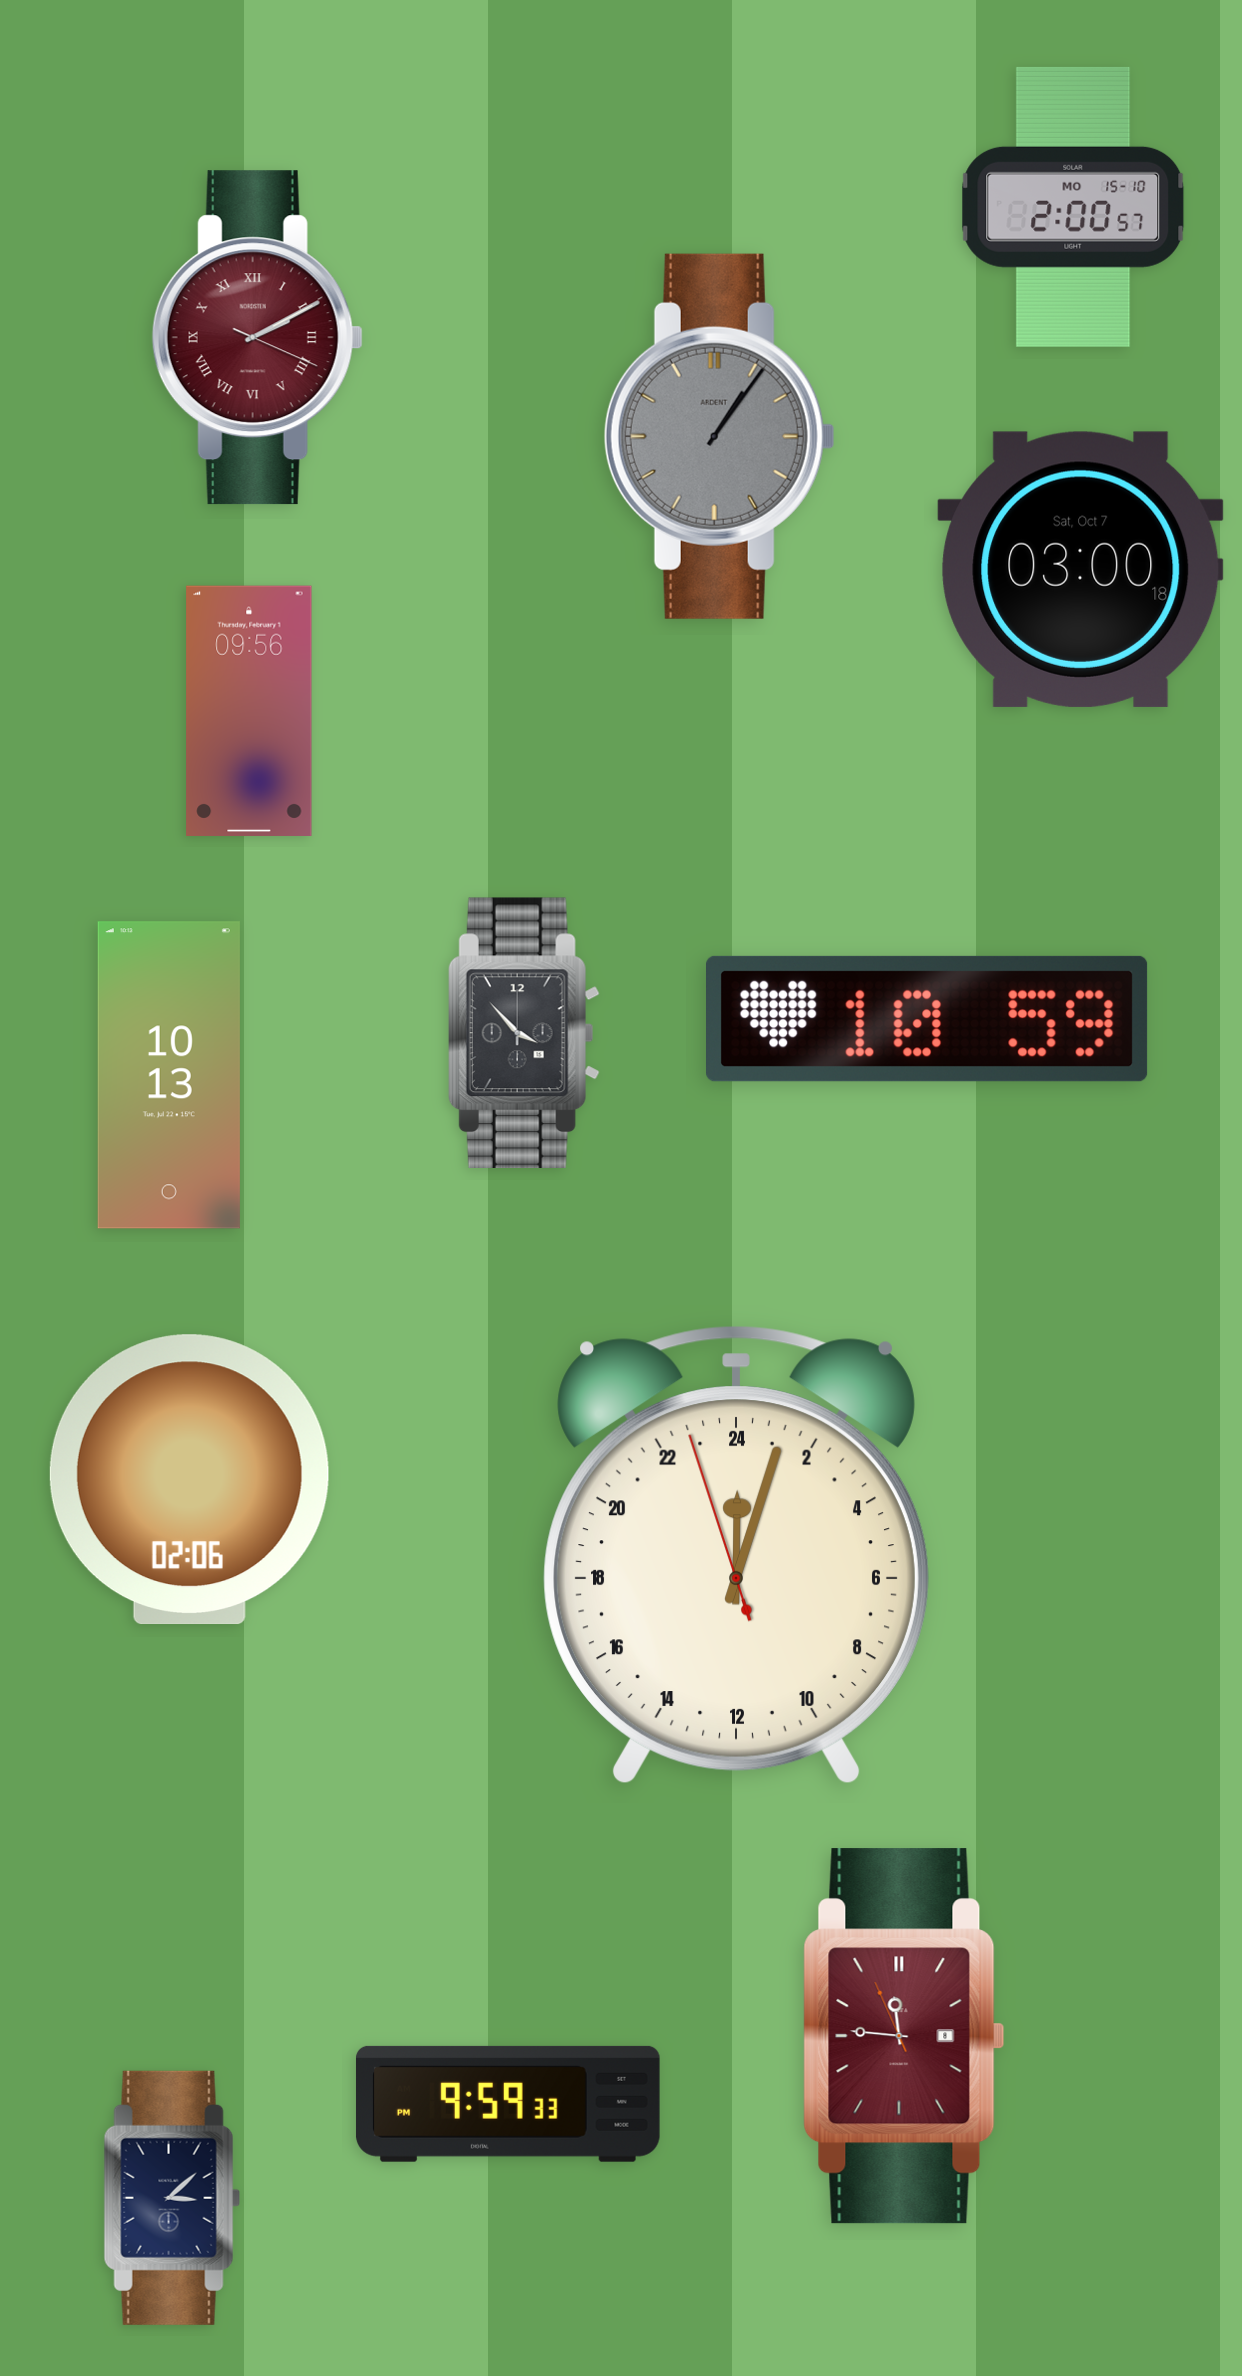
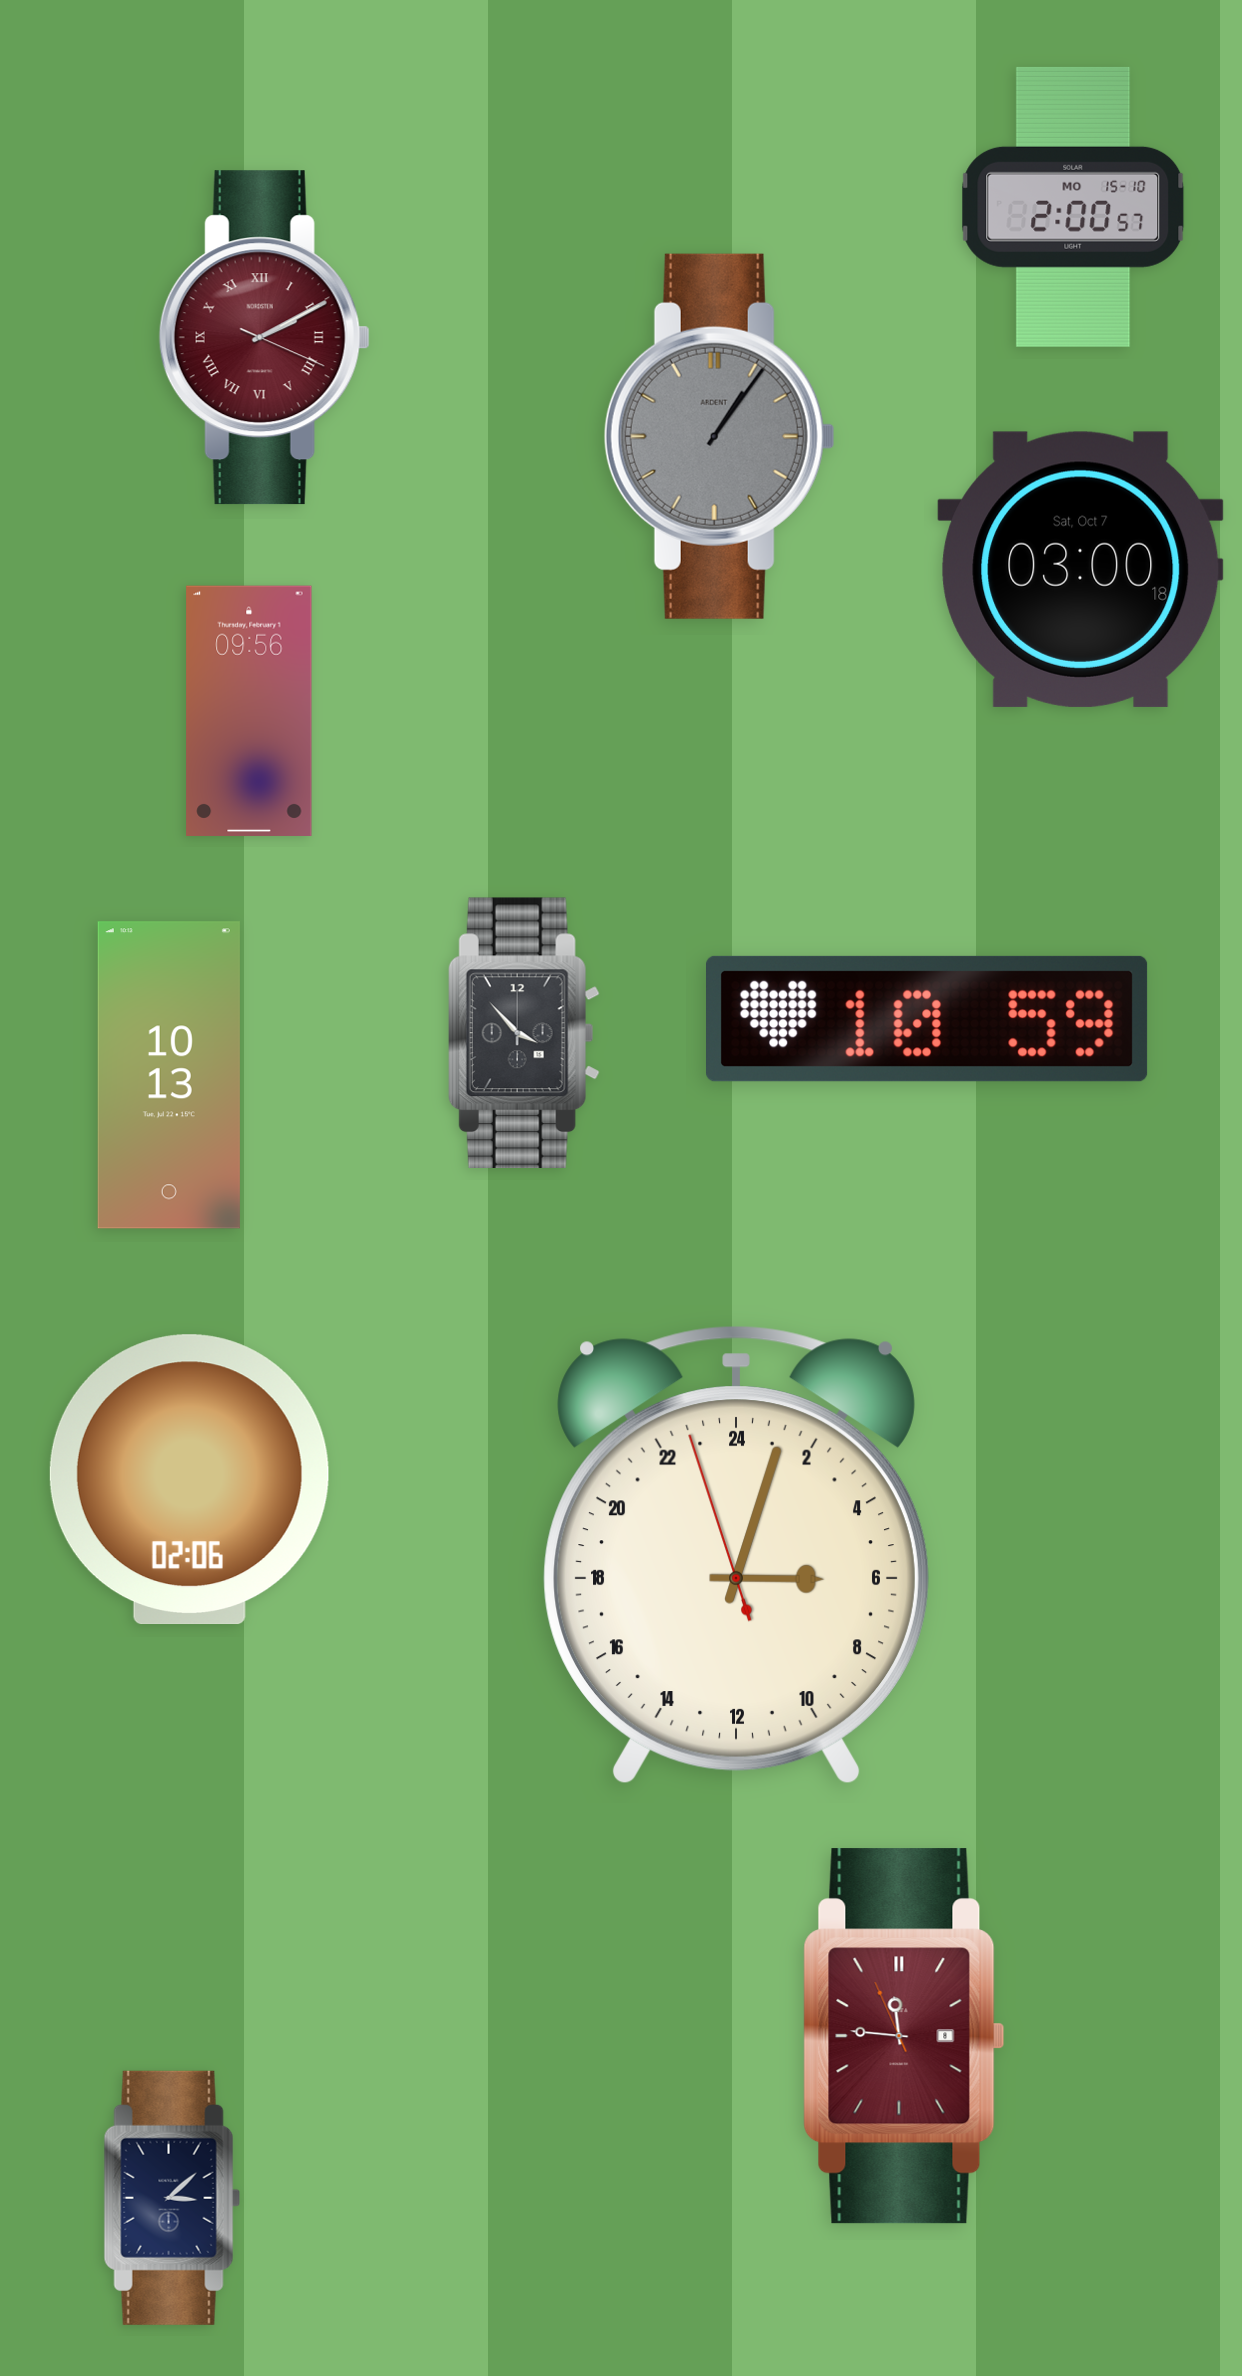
clock at (257, 338) position: (257, 338) -> (264, 338)
clock at (736, 1554): 0:02 -> 6:02
clock at (508, 2104): 9:59 -> none
